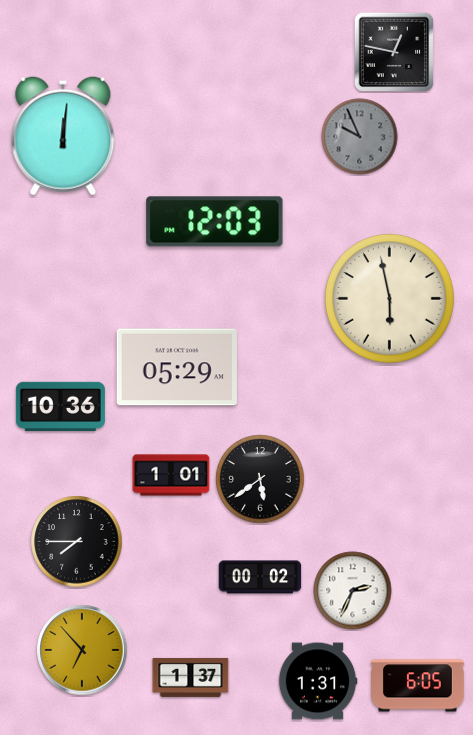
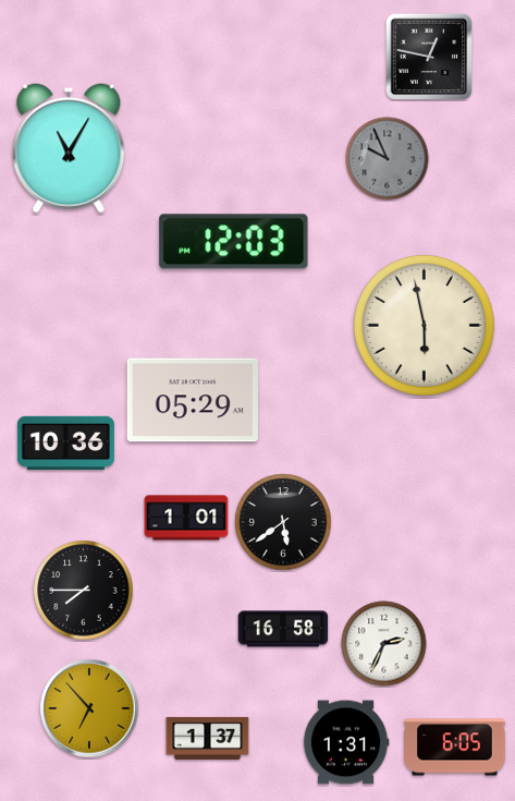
clock at (63, 136): 12:01 -> 11:05
clock at (360, 137) position: (360, 137) -> (388, 159)
clock at (260, 577): 00:02 -> 16:58
